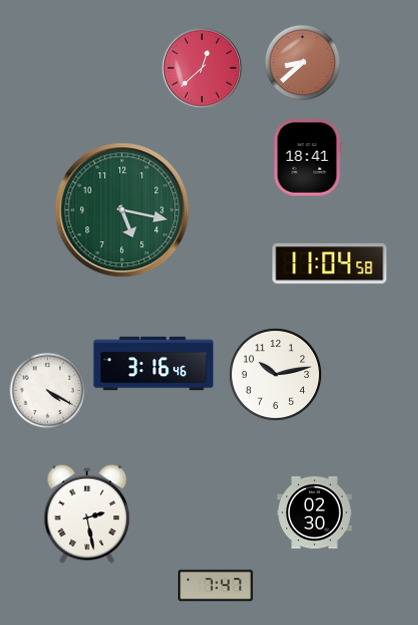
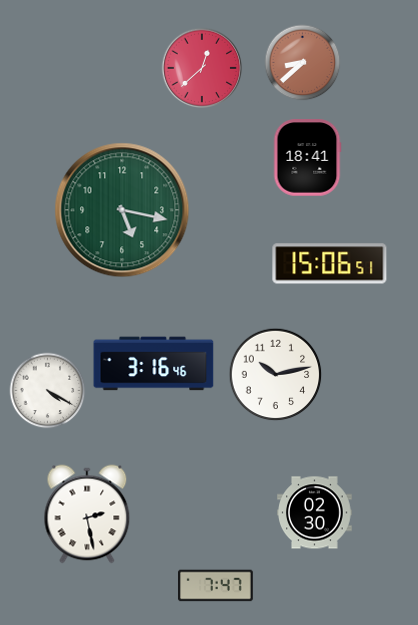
clock at (330, 264): 11:04 -> 15:06
